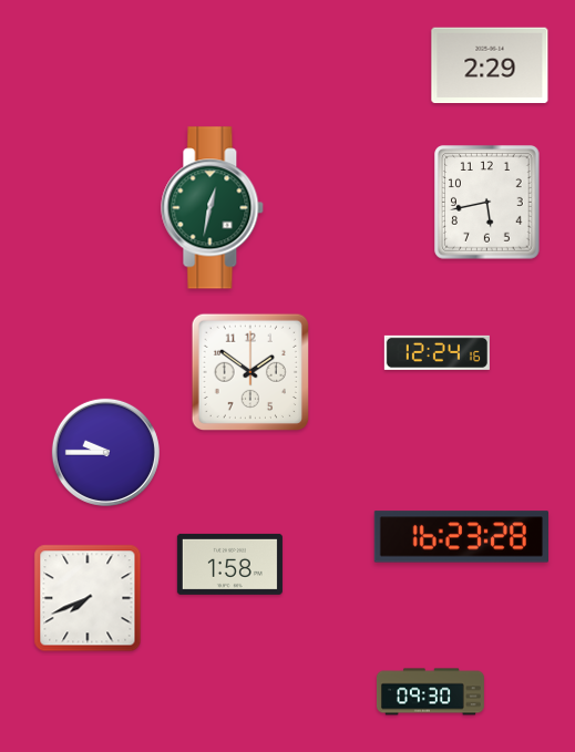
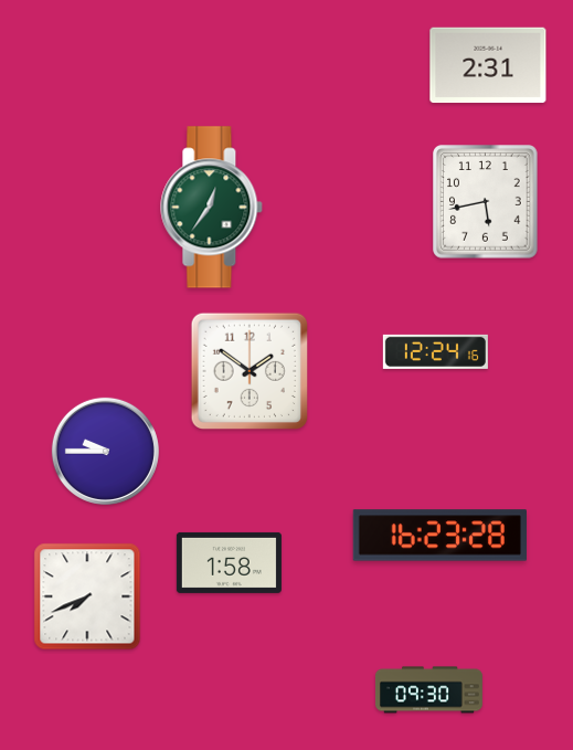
clock at (490, 65): 2:29 -> 2:31
clock at (213, 208): 12:32 -> 12:36
clock at (461, 537) position: (461, 537) -> (439, 536)
